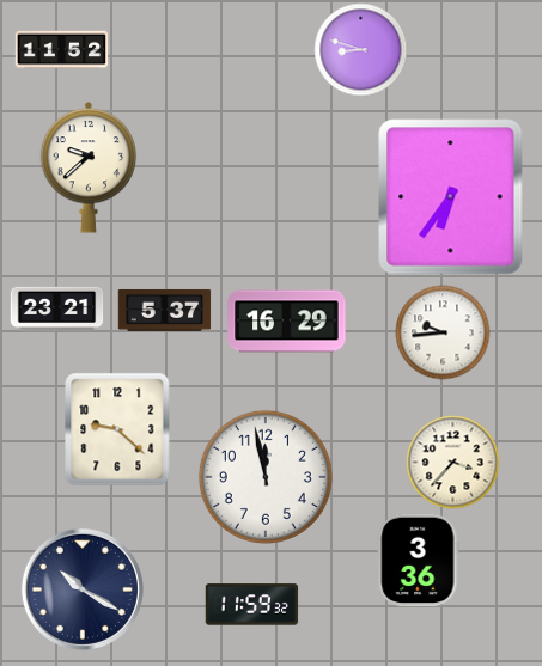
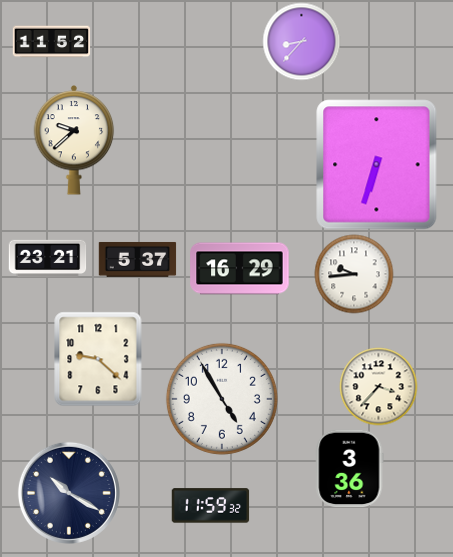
clock at (360, 49): 8:48 -> 8:37
clock at (451, 197): 6:36 -> 6:33
clock at (443, 332) position: (443, 332) -> (354, 274)
clock at (266, 477): 11:58 -> 4:55
